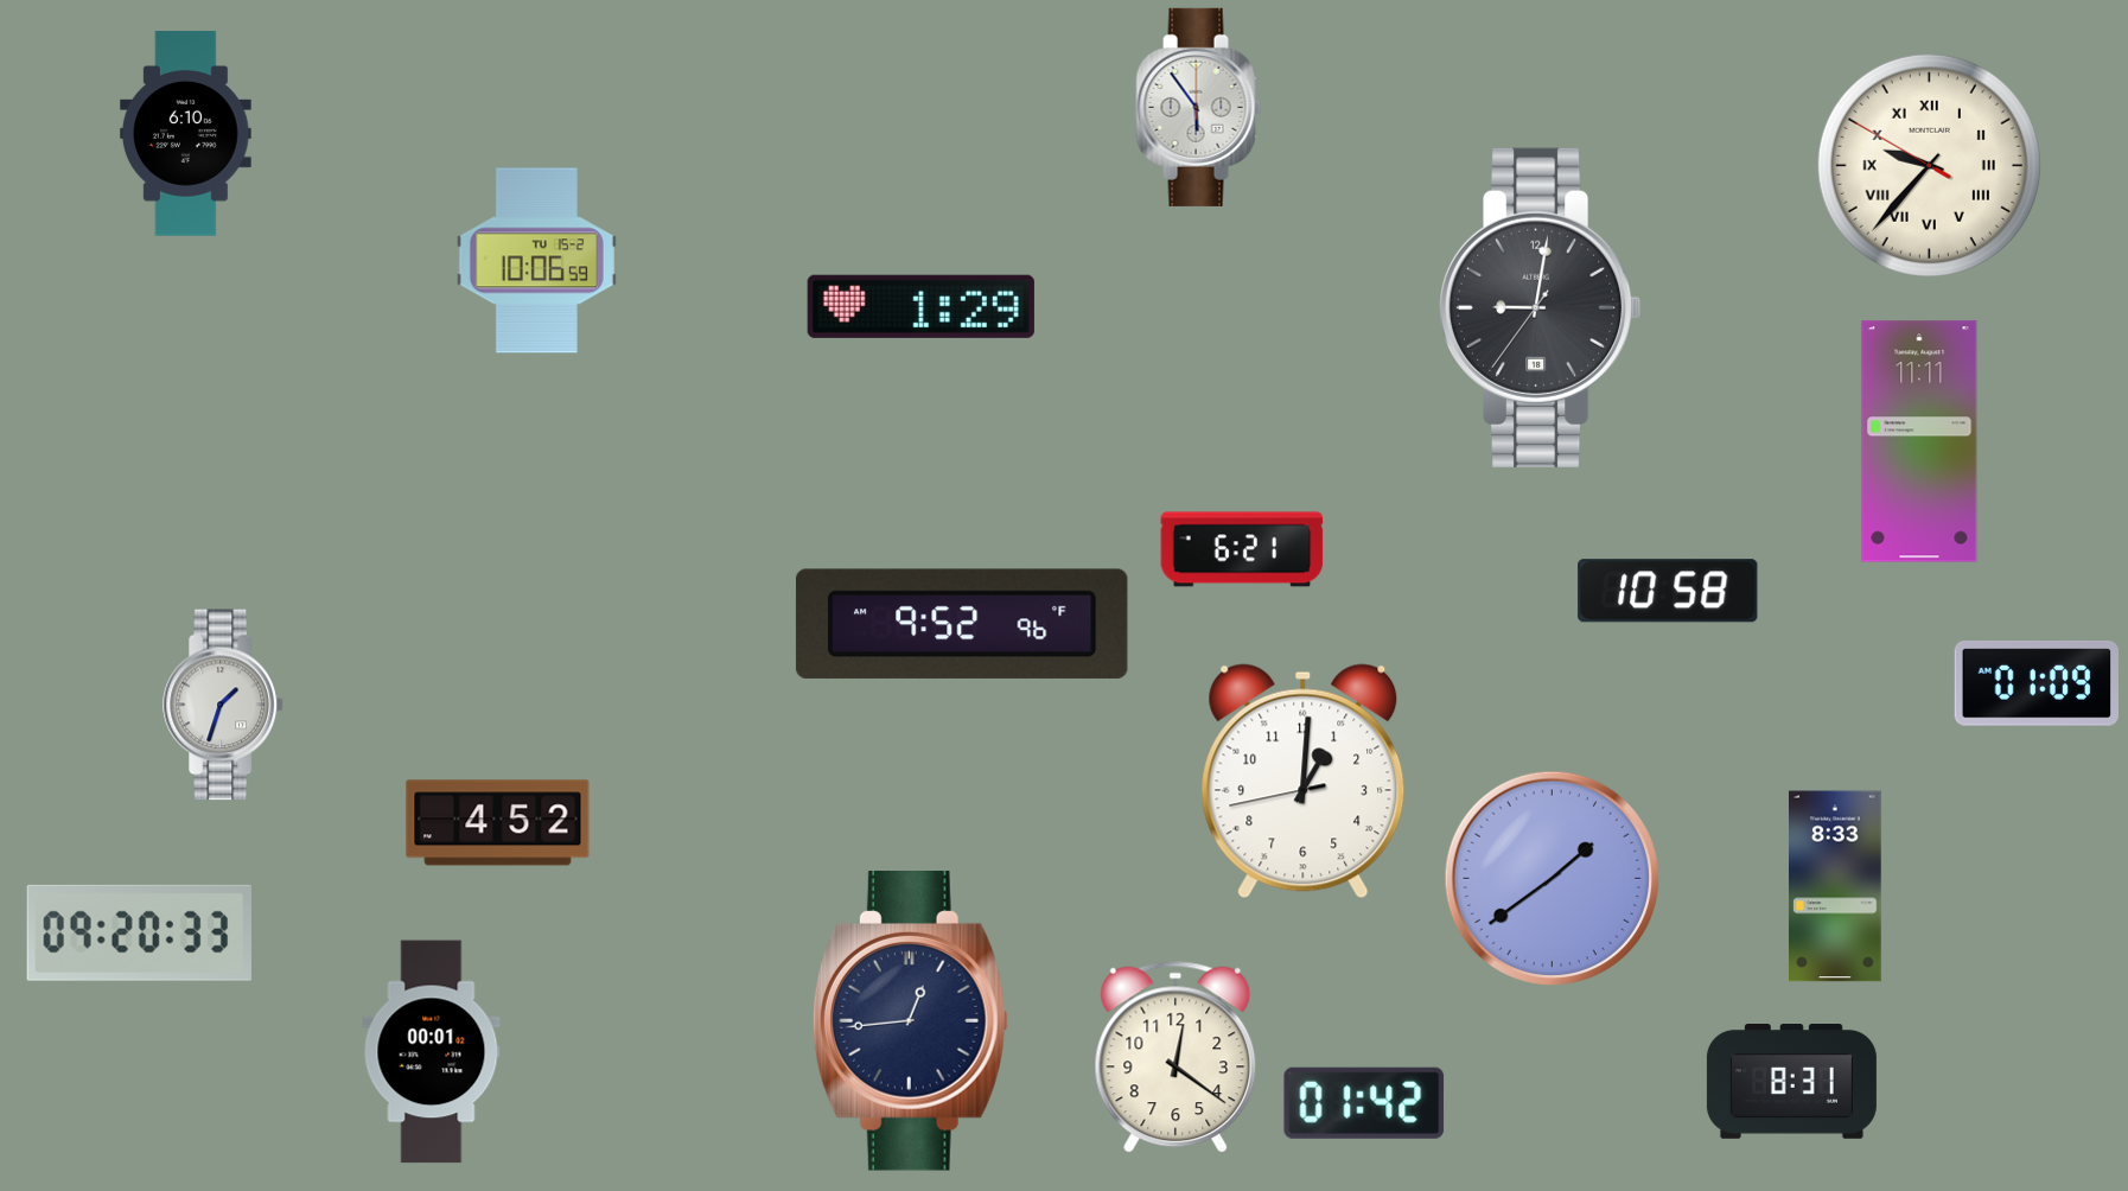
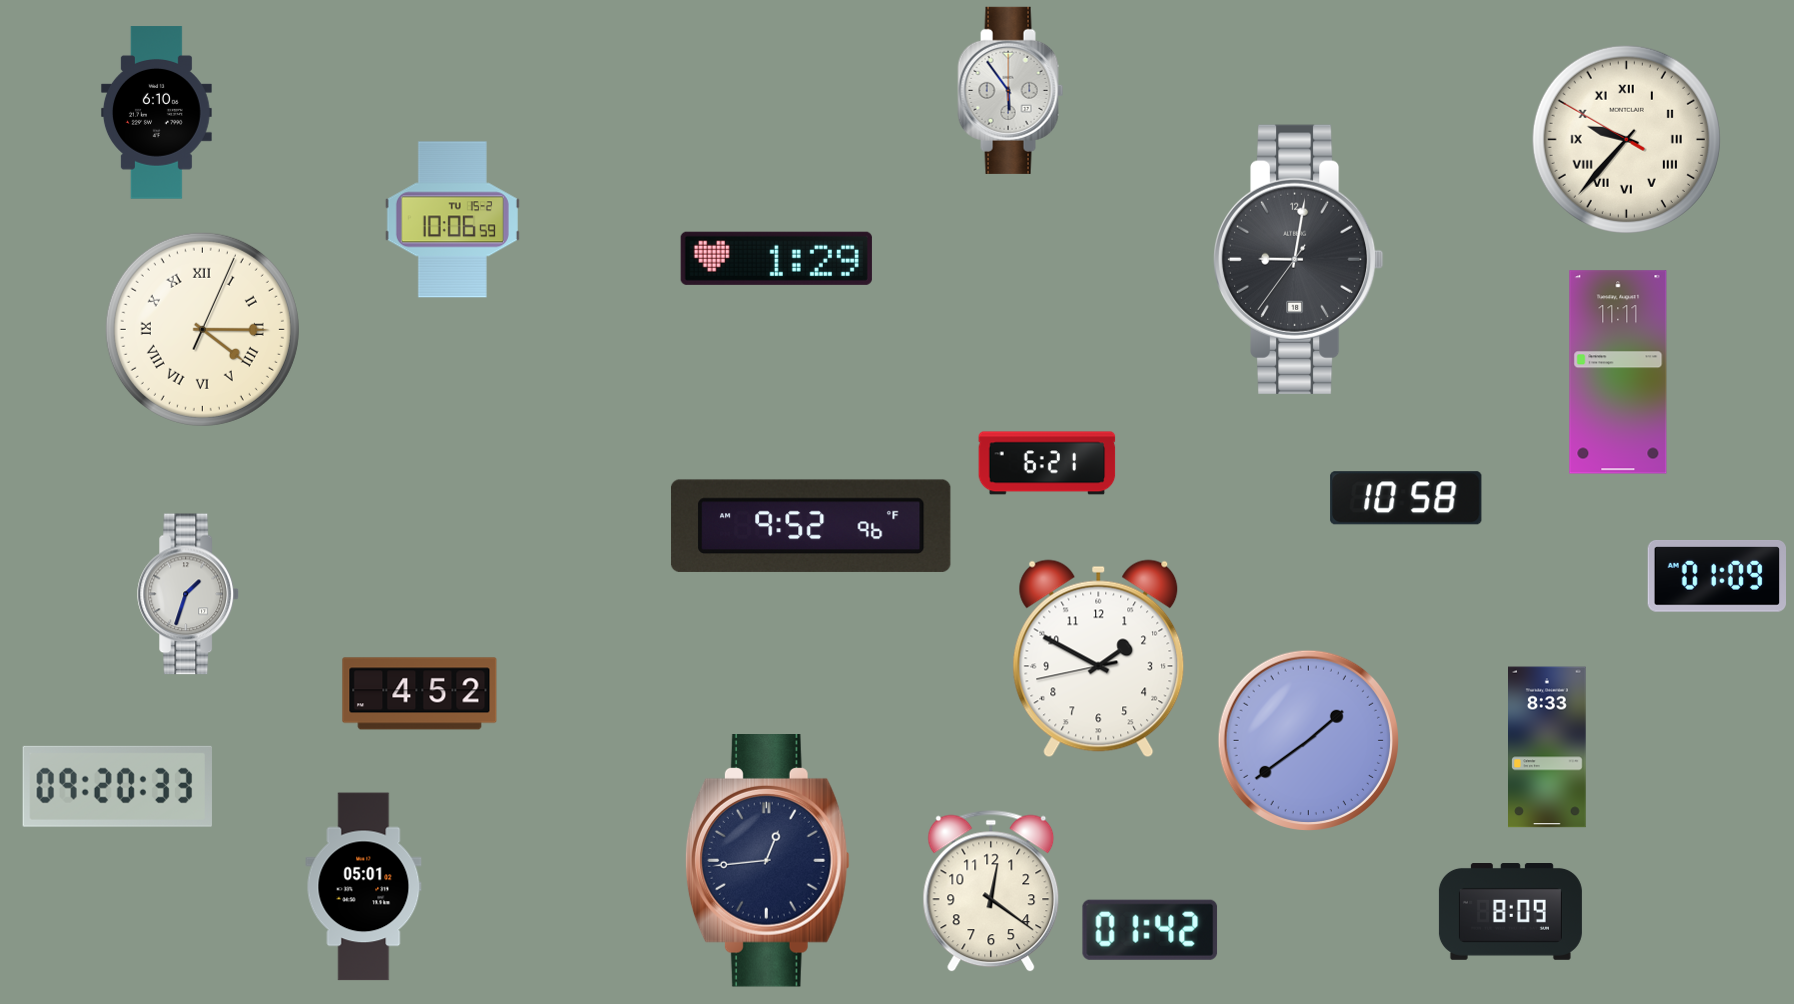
clock at (202, 329): none -> 4:15
clock at (1304, 782): 1:00 -> 1:49
clock at (432, 1052): 00:01 -> 05:01
clock at (1791, 1082): 8:31 -> 8:09
